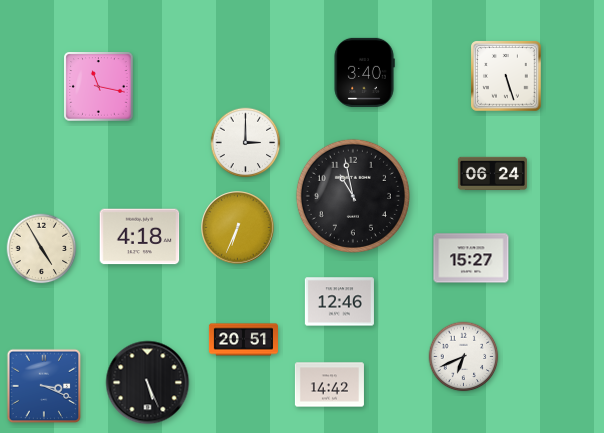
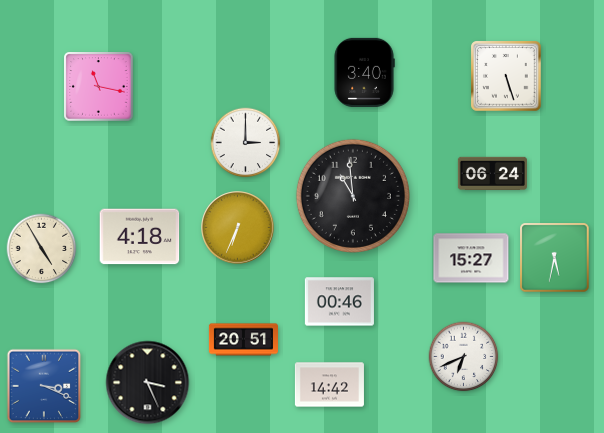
clock at (353, 196): 10:58 -> 10:59
clock at (555, 258): none -> 5:32
clock at (339, 302): 12:46 -> 00:46
clock at (148, 383): 5:26 -> 3:26
